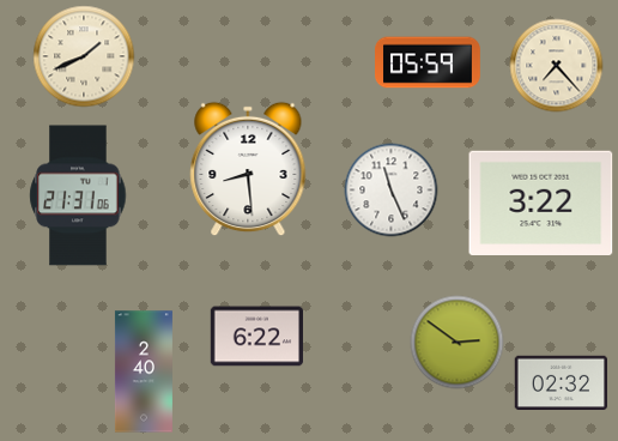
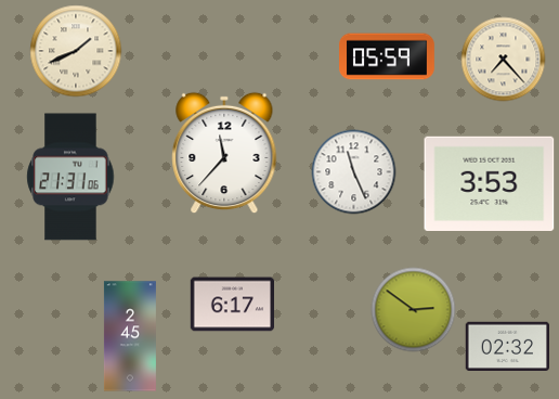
clock at (248, 169): 8:29 -> 11:37
clock at (541, 203): 3:22 -> 3:53
clock at (256, 337): 6:22 -> 6:17
clock at (144, 371): 2:40 -> 2:45
